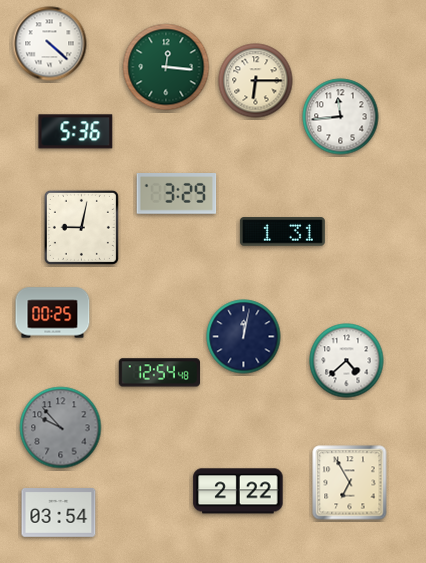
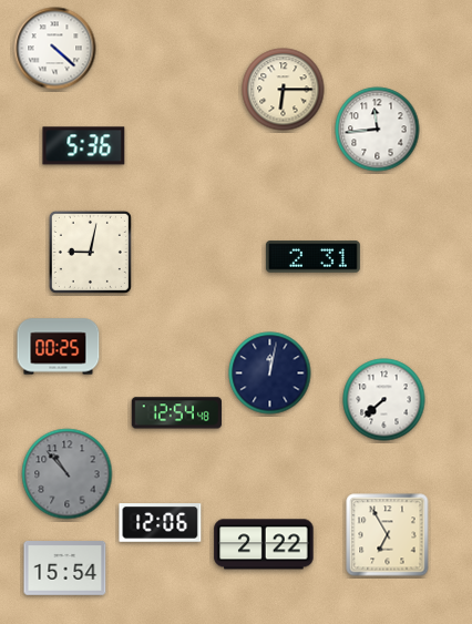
clock at (166, 67): 12:16 -> none
clock at (177, 194): 3:29 -> none
clock at (282, 232): 1:31 -> 2:31
clock at (347, 361): 4:38 -> 7:38
clock at (61, 428): 9:53 -> 10:53
clock at (161, 523): none -> 12:06
clock at (59, 513): 03:54 -> 15:54
